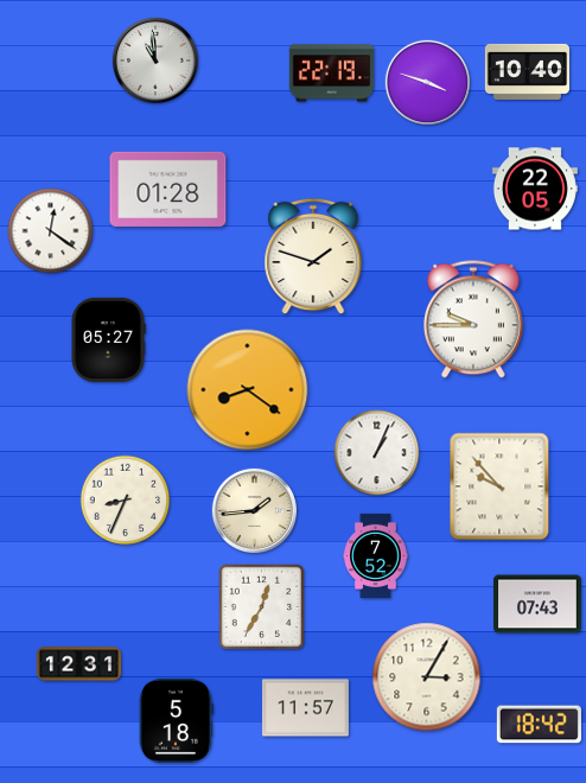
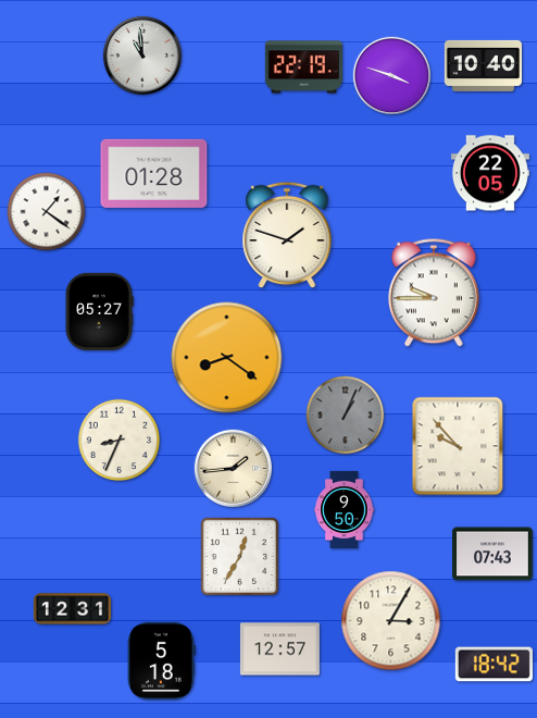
clock at (51, 231): 12:21 -> 1:21
clock at (377, 453) dial: white -> grey
clock at (126, 501) position: (126, 501) -> (120, 441)
clock at (376, 555): 7:52 -> 9:50
clock at (305, 708): 11:57 -> 12:57
